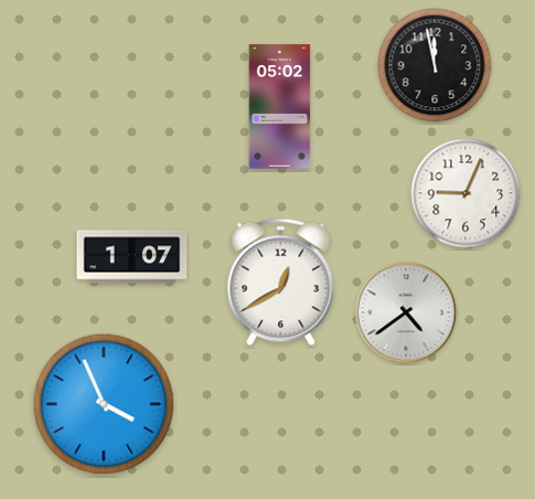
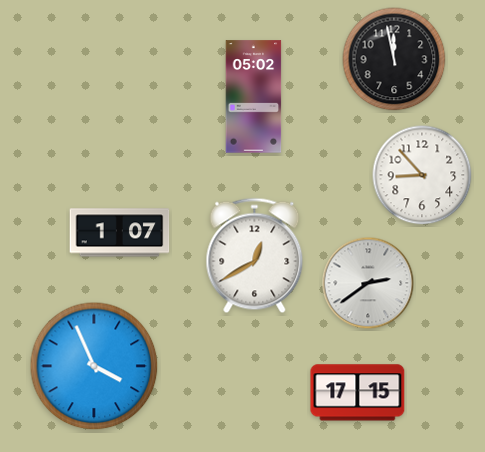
clock at (466, 193): 9:04 -> 8:53
clock at (406, 312): 4:39 -> 2:39
clock at (358, 393): none -> 17:15
